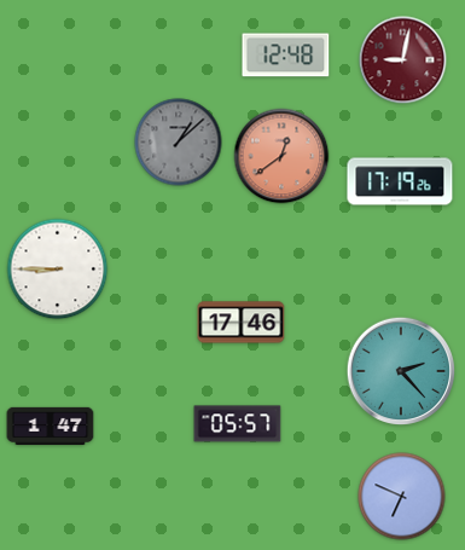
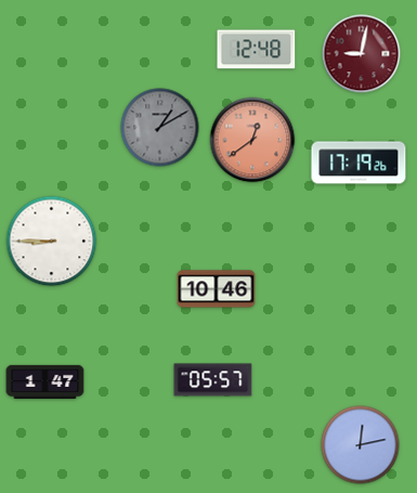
clock at (179, 143): 1:08 -> 1:10
clock at (242, 323): 17:46 -> 10:46
clock at (401, 371): 2:23 -> none
clock at (402, 497): 6:49 -> 12:13
